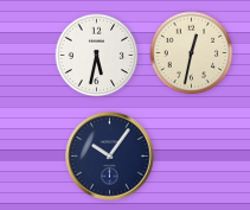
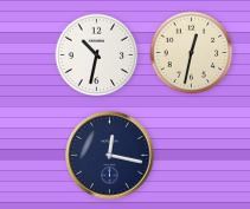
clock at (97, 56): 5:32 -> 10:32
clock at (110, 157): 10:06 -> 12:17
